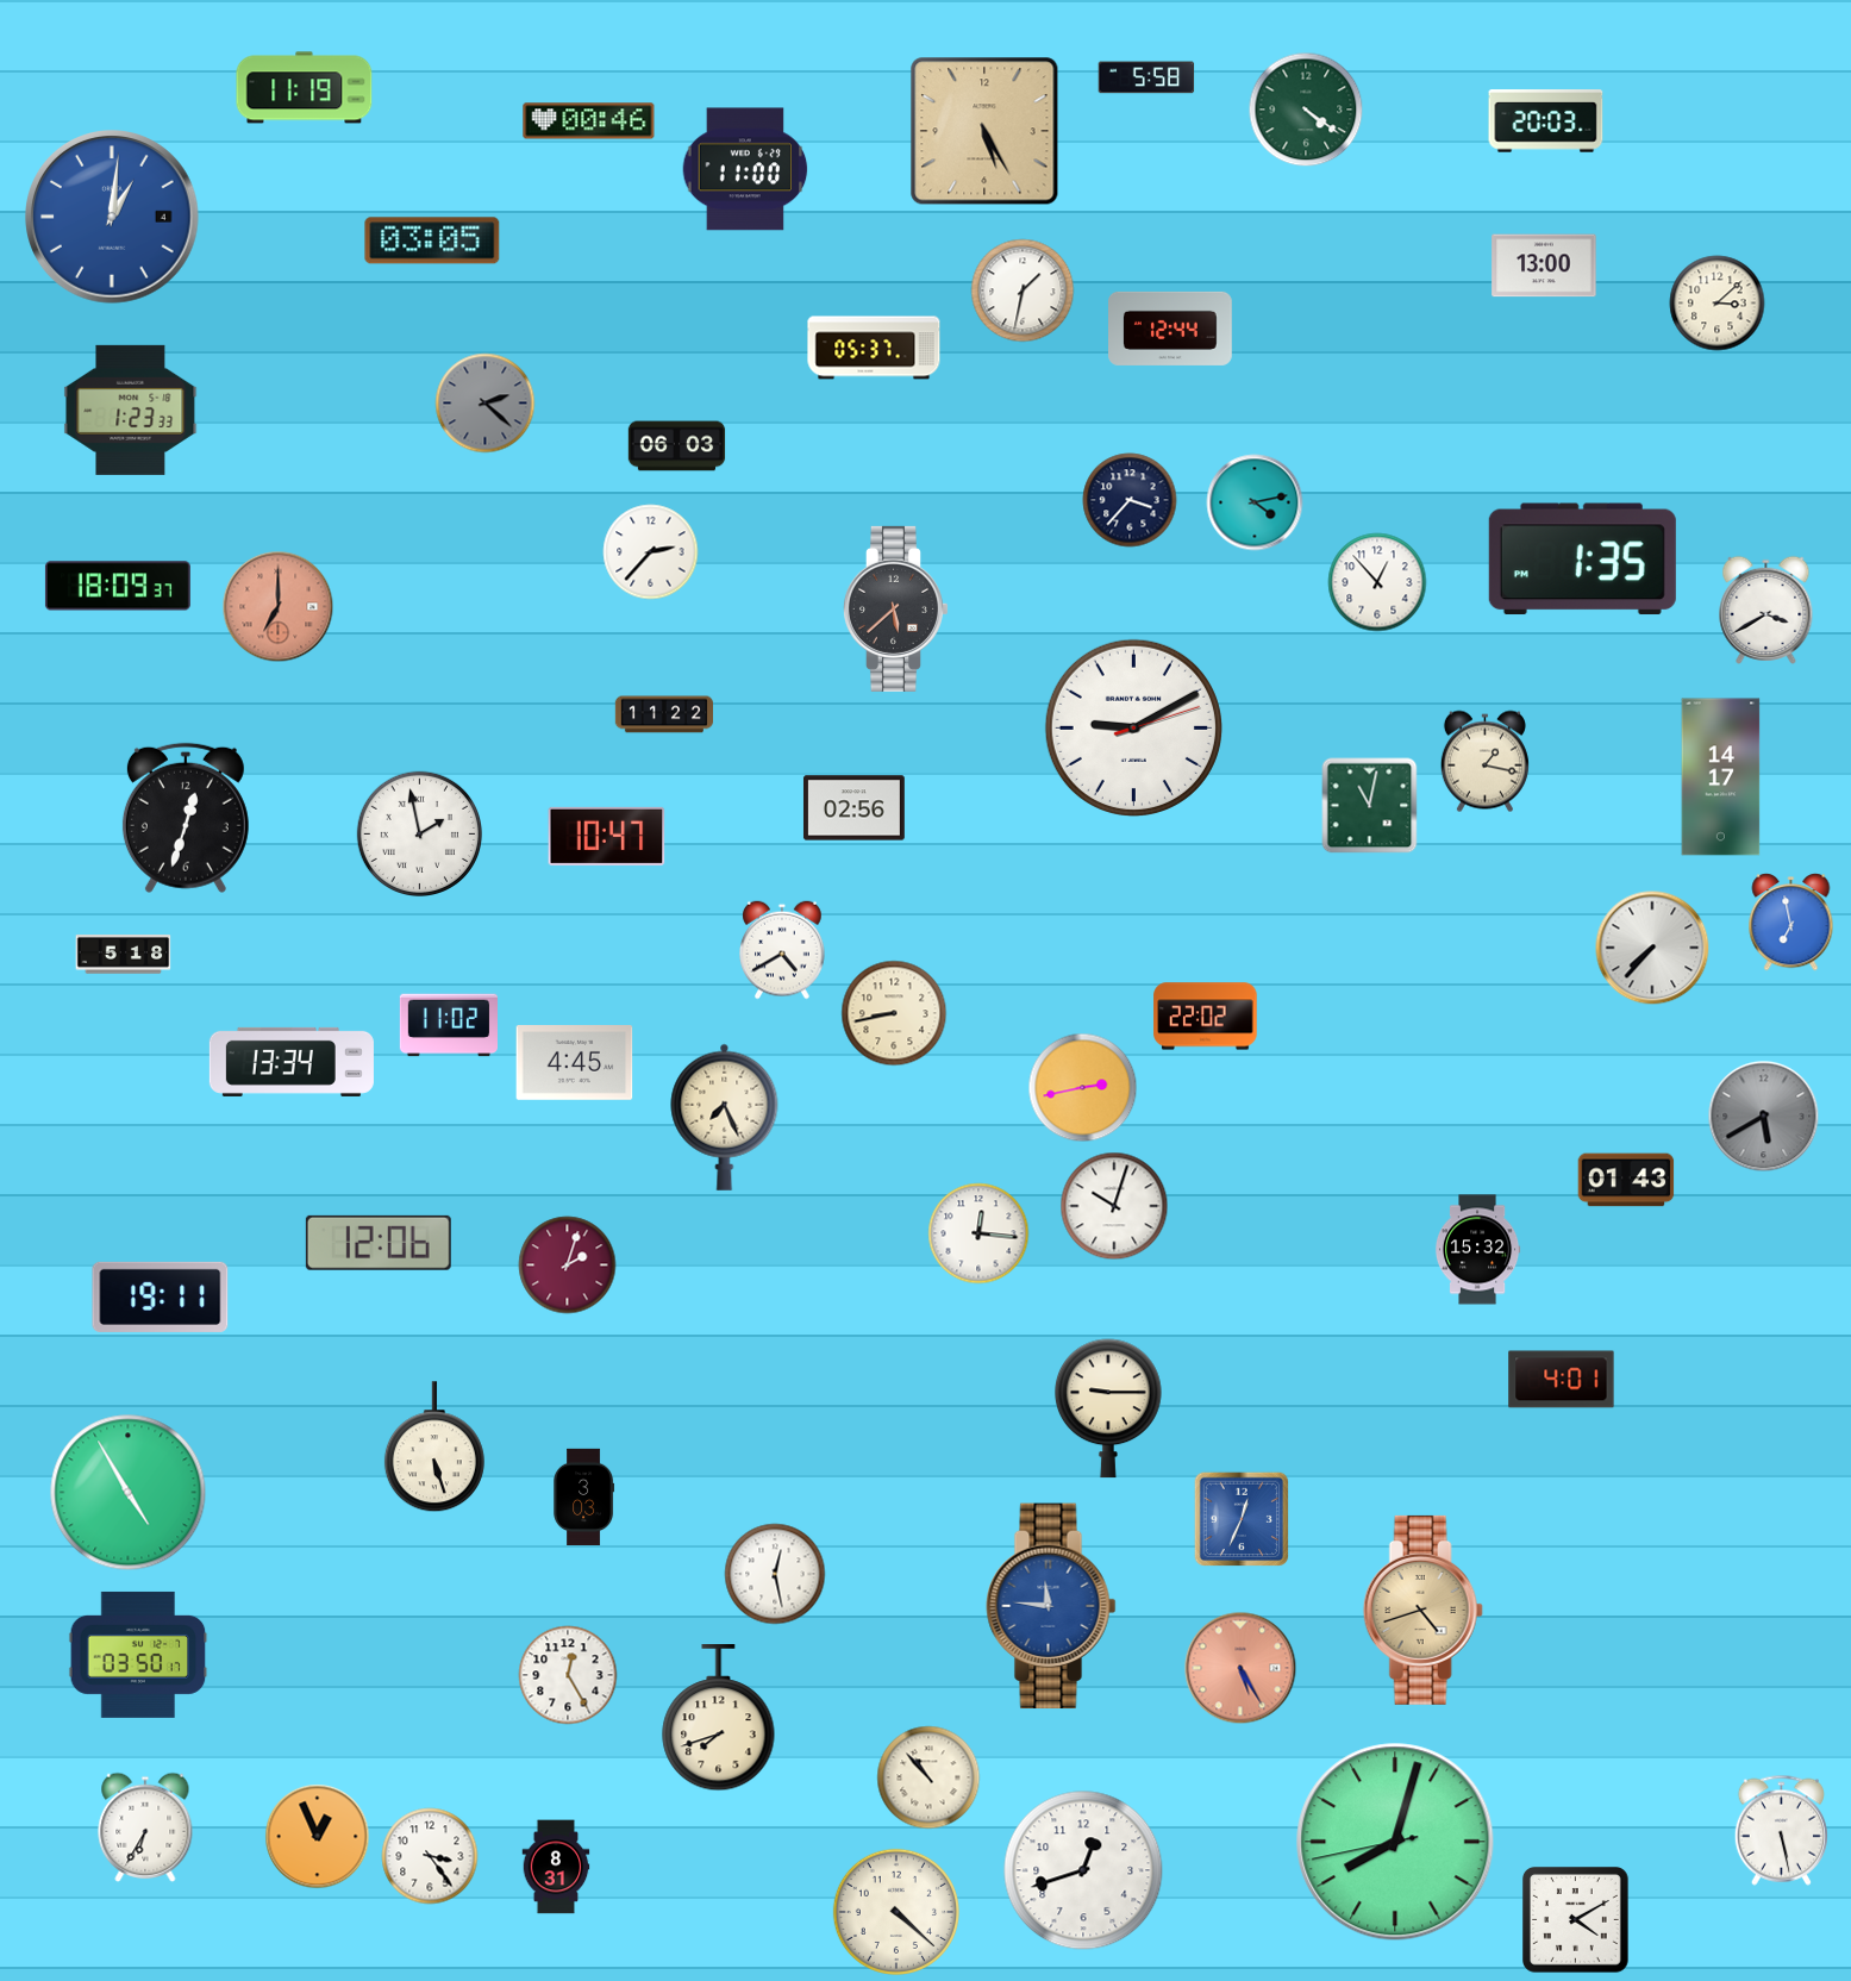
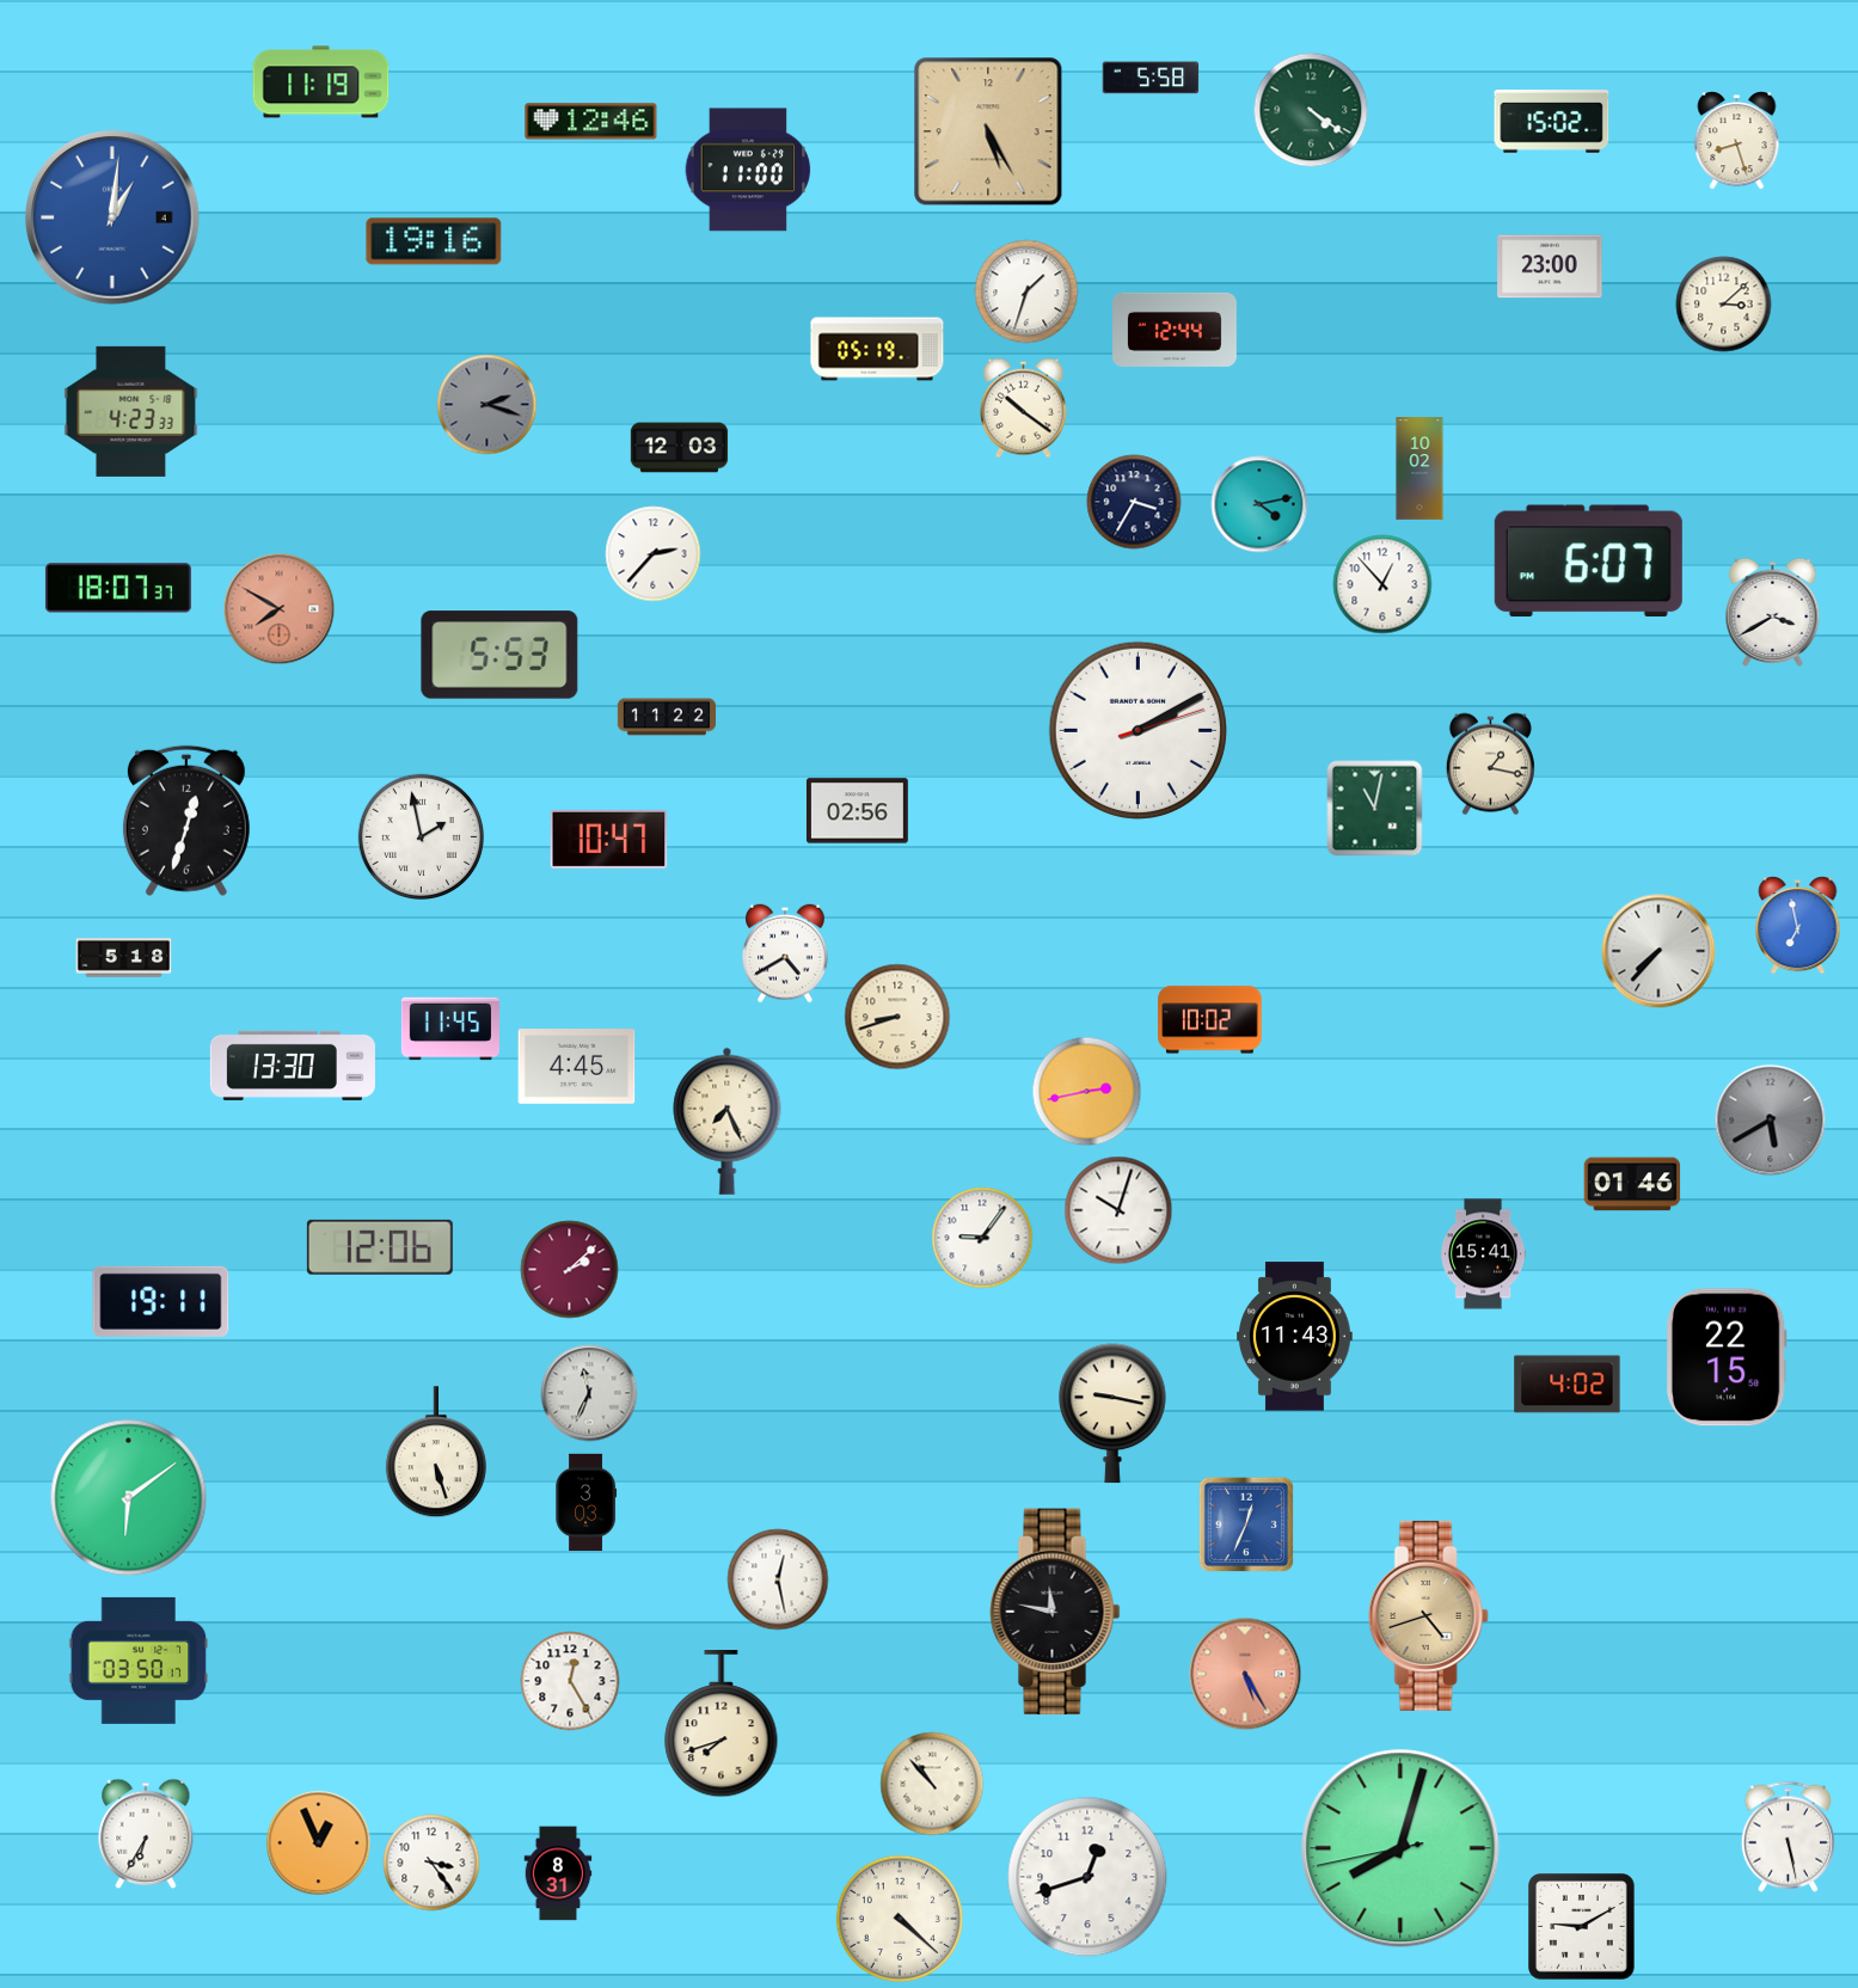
clock at (305, 88) position: (305, 88) -> (321, 82)
clock at (589, 121): 00:46 -> 12:46
clock at (1546, 121): 20:03 -> 15:02
clock at (1737, 141): none -> 8:27
clock at (432, 240): 03:05 -> 19:16
clock at (1544, 265): 13:00 -> 23:00
clock at (1023, 290): 1:32 -> 1:33
clock at (874, 348): 05:37 -> 05:19
clock at (486, 404): 2:22 -> 2:18
clock at (1023, 409): none -> 10:21
clock at (131, 410): 1:23 -> 4:23
clock at (677, 446): 06:03 -> 12:03
clock at (1419, 468): none -> 10:02
clock at (1130, 500): 3:37 -> 3:35
clock at (1582, 558): 1:35 -> 6:07
clock at (118, 586): 18:09 -> 18:07
clock at (279, 607): 7:00 -> 7:50
clock at (895, 608): 5:38 -> none
clock at (499, 655): none -> 5:53
clock at (1133, 727): 9:10 -> 2:10
clock at (1721, 777): 14:17 -> none
clock at (894, 1013): 8:43 -> 8:42
clock at (1206, 1017): 22:02 -> 10:02
clock at (448, 1025): 11:02 -> 11:45
clock at (292, 1062): 13:34 -> 13:30
clock at (1626, 1180): 01:43 -> 01:46
clock at (978, 1233): 12:16 -> 9:06
clock at (1477, 1250): 15:32 -> 15:41
clock at (568, 1266): 2:03 -> 2:08
clock at (1295, 1337): none -> 11:43
clock at (1727, 1357): none -> 22:15
clock at (1562, 1380): 4:01 -> 4:02
clock at (589, 1393): none -> 11:34
clock at (1109, 1408): 9:15 -> 9:17
clock at (129, 1493): 4:55 -> 6:09
clock at (1051, 1606): 11:46 -> 11:47
clock at (1051, 1606) dial: blue -> black
clock at (1576, 1920): 4:10 -> 9:10
